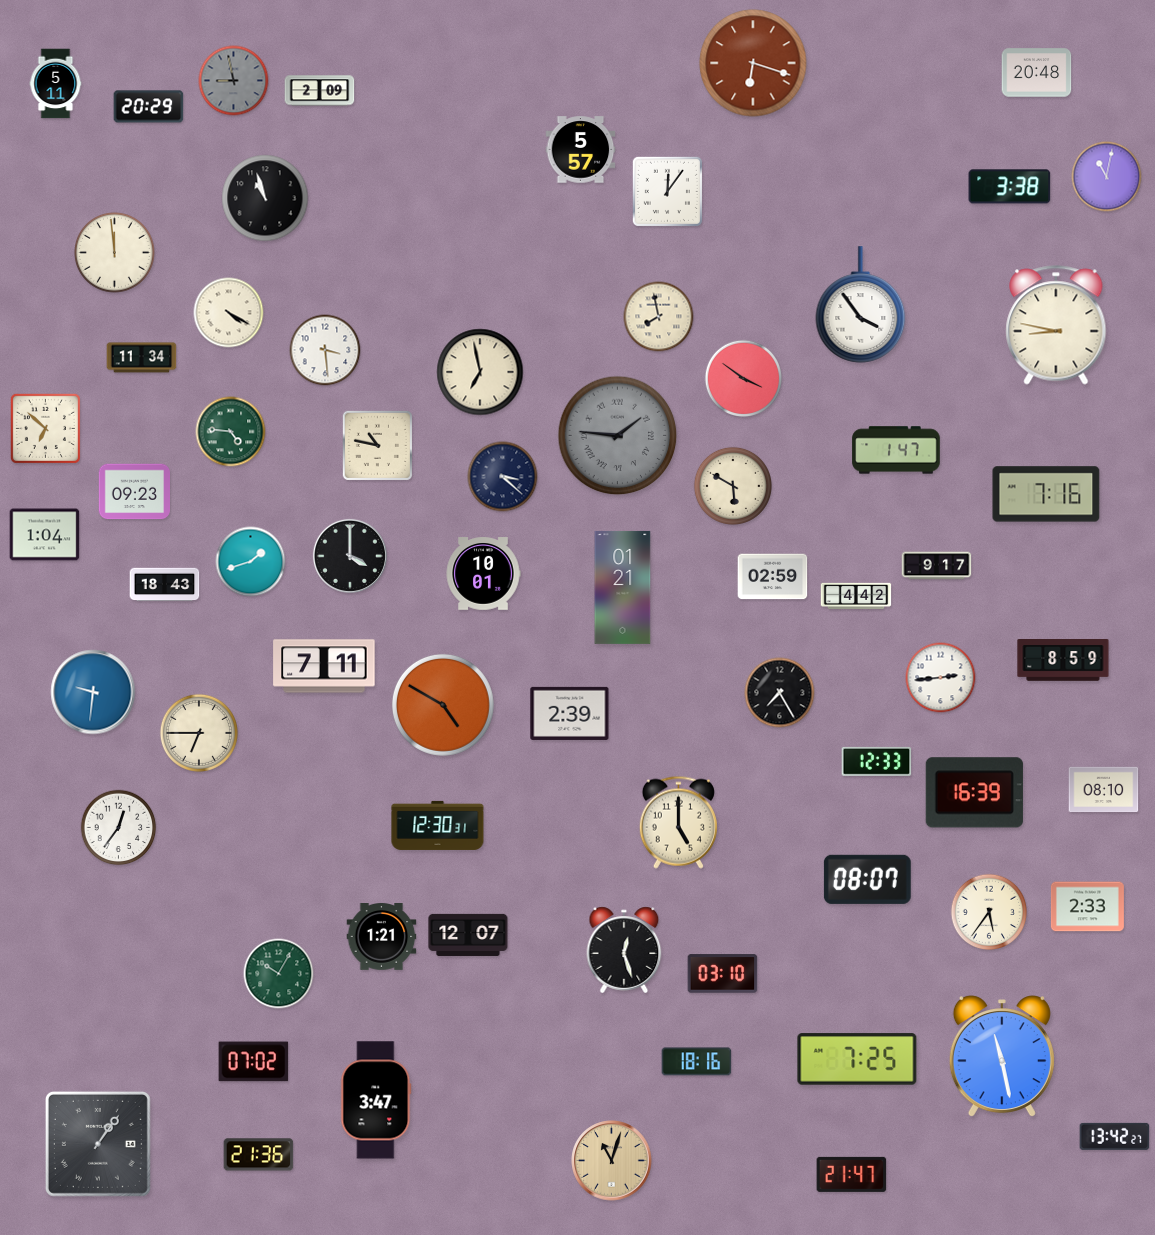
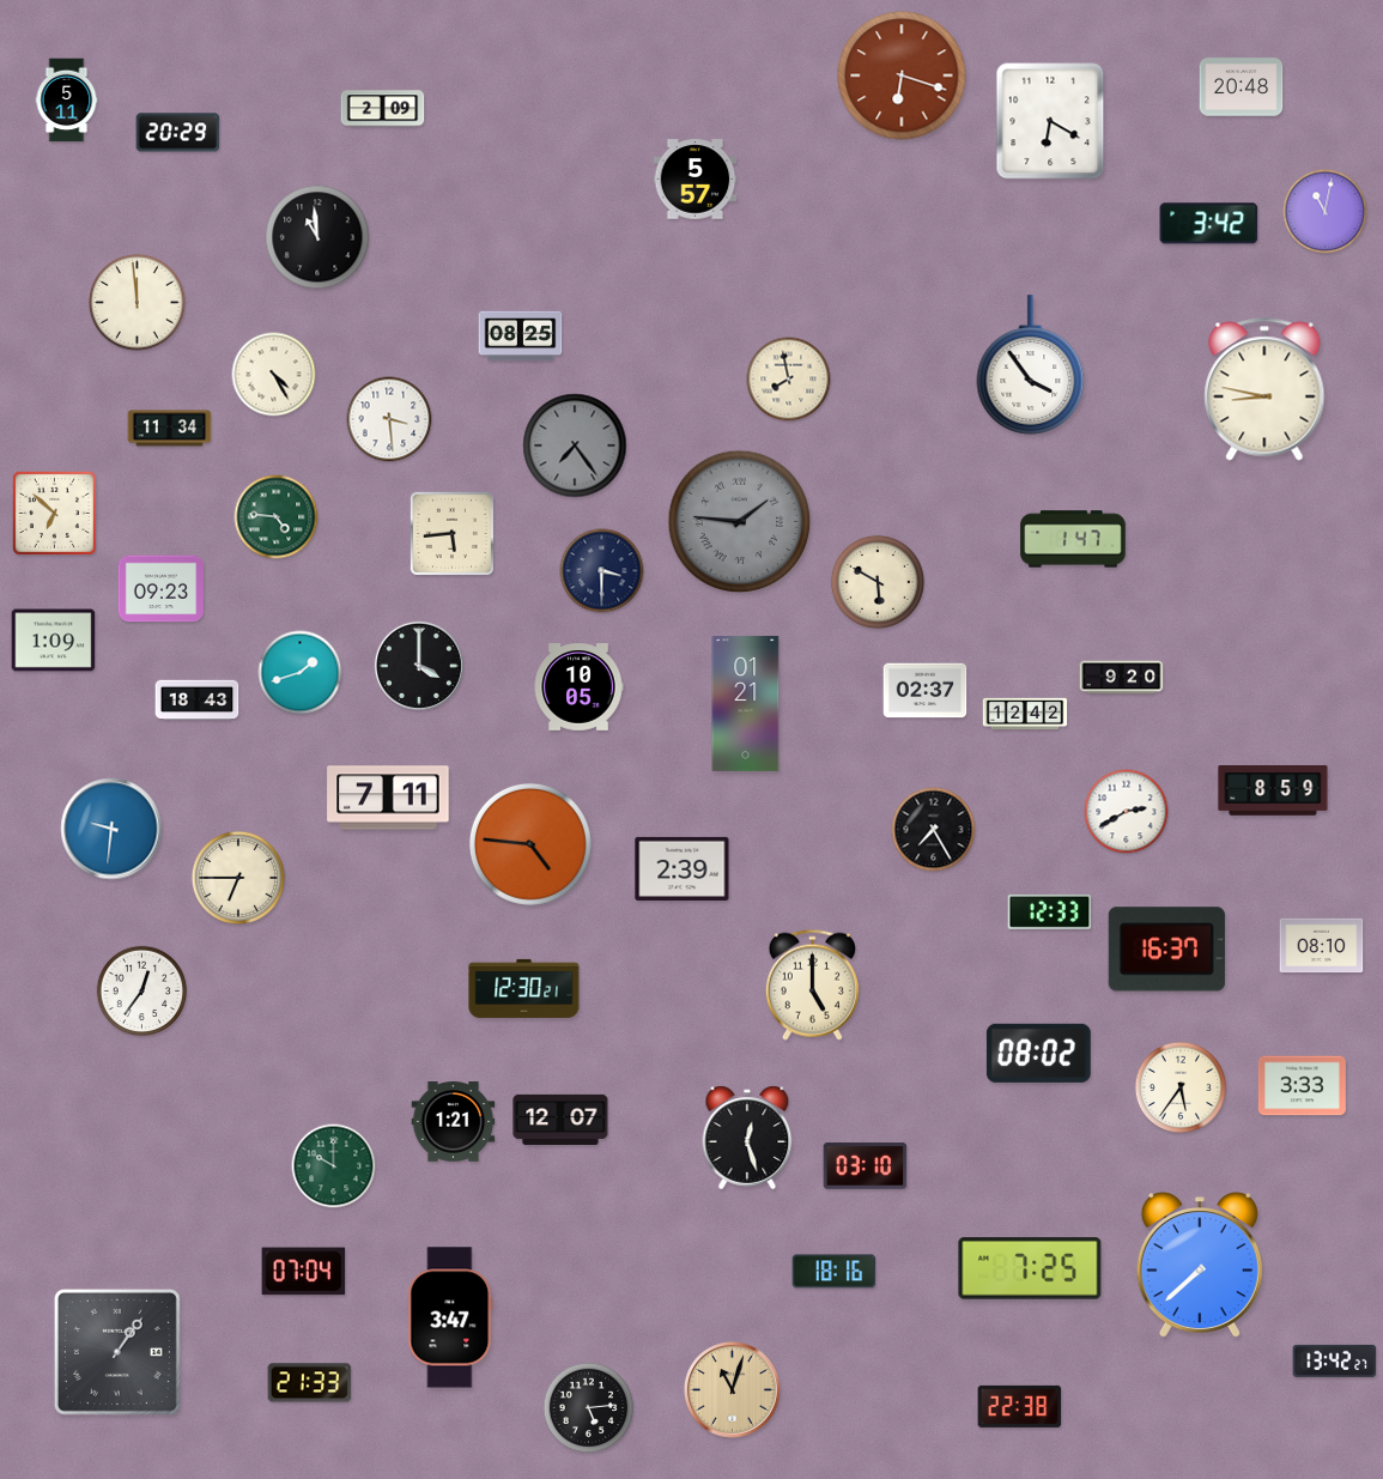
clock at (234, 81): 8:58 -> none
clock at (1050, 121): none -> 6:20
clock at (149, 107) position: (149, 107) -> (178, 133)
clock at (1010, 187): 3:38 -> 3:42
clock at (667, 191): 12:06 -> none
clock at (265, 198): 10:57 -> 10:59
clock at (521, 337): none -> 08:25
clock at (229, 313): 4:20 -> 4:25
clock at (480, 372): 6:58 -> 7:24
clock at (480, 372) dial: cream -> grey
clock at (743, 378): 3:51 -> none
clock at (377, 445): 10:47 -> 5:44
clock at (503, 477): 3:22 -> 3:30
clock at (1046, 494): 7:16 -> none
clock at (45, 535): 1:04 -> 1:09
clock at (937, 566): 9:17 -> 9:20
clock at (483, 574): 10:01 -> 10:05
clock at (773, 577): 02:59 -> 02:37
clock at (856, 596): 4:42 -> 12:42
clock at (941, 678): 2:44 -> 2:40
clock at (443, 705): 4:50 -> 4:46
clock at (570, 713) position: (570, 713) -> (683, 868)
clock at (974, 793): 16:39 -> 16:37
clock at (438, 825): 12:30:31 -> 12:30:21
clock at (867, 879): 08:07 -> 08:02
clock at (1087, 907): 2:33 -> 3:33
clock at (989, 912) position: (989, 912) -> (1181, 1087)
clock at (382, 937) position: (382, 937) -> (454, 1122)
clock at (279, 974): 10:05 -> 10:00
clock at (1002, 1057): 11:28 -> 7:38
clock at (857, 1059) position: (857, 1059) -> (1030, 1268)
clock at (254, 1062): 07:02 -> 07:04
clock at (98, 1144) position: (98, 1144) -> (117, 1352)
clock at (259, 1155): 21:36 -> 21:33
clock at (852, 1174): 21:47 -> 22:38
clock at (589, 1408): none -> 5:14
